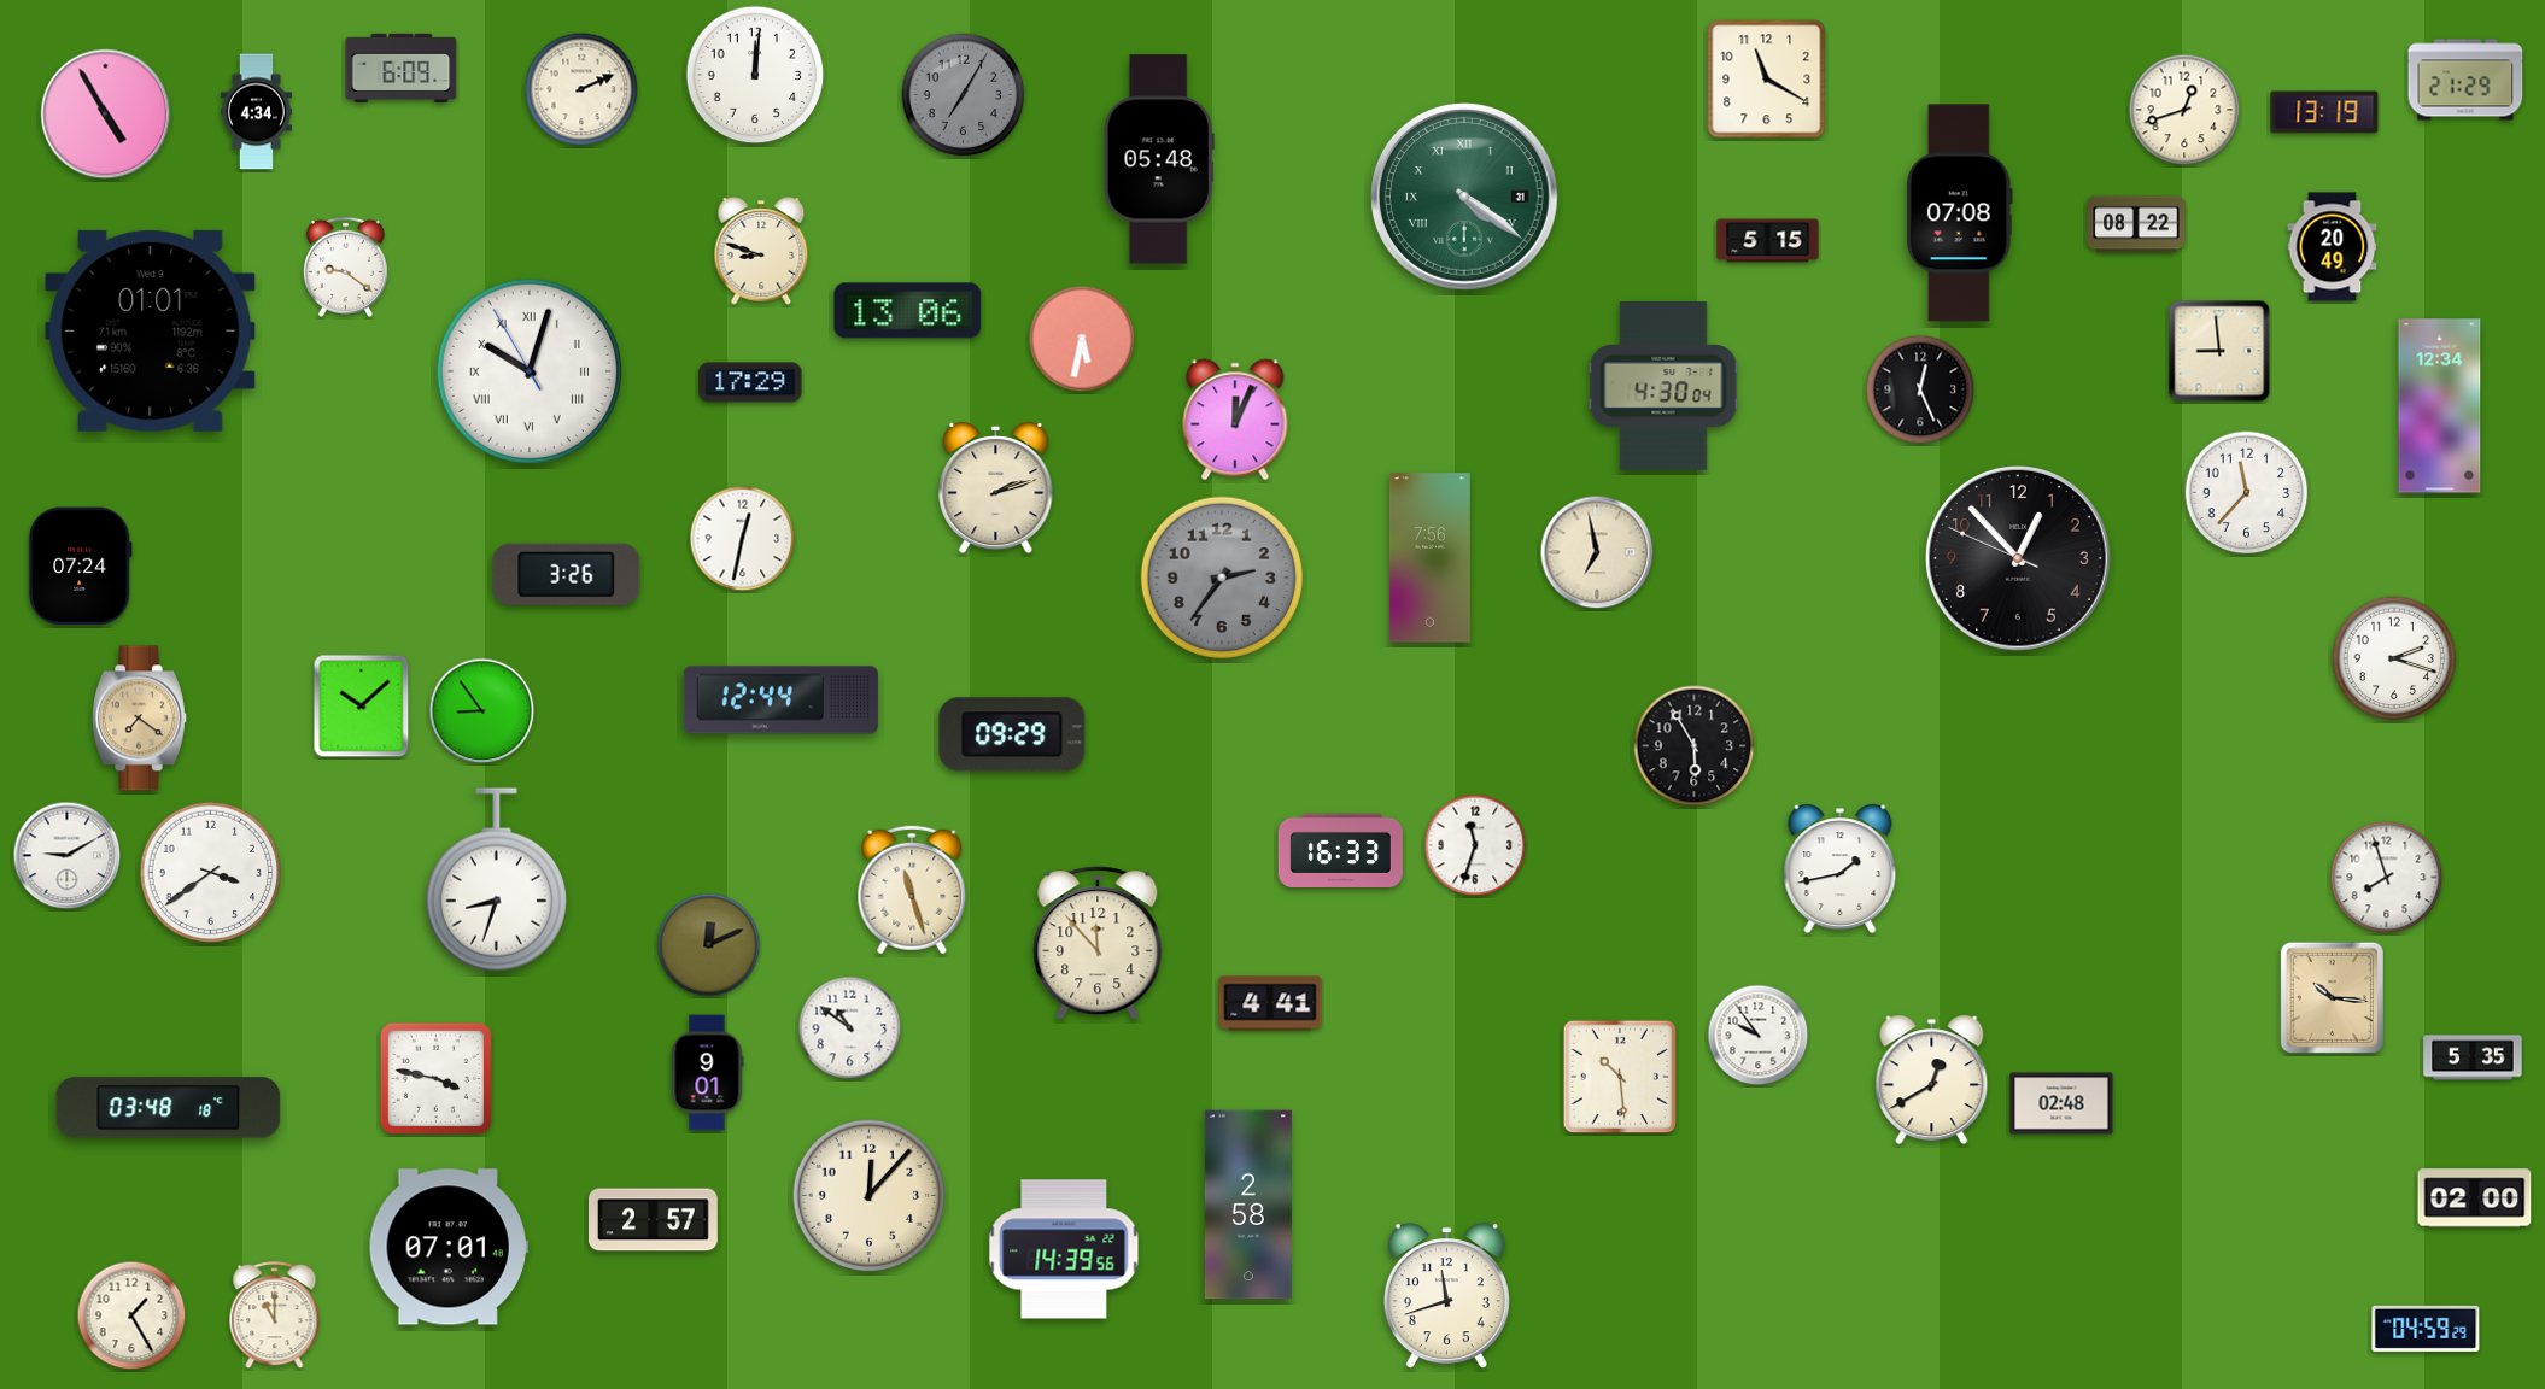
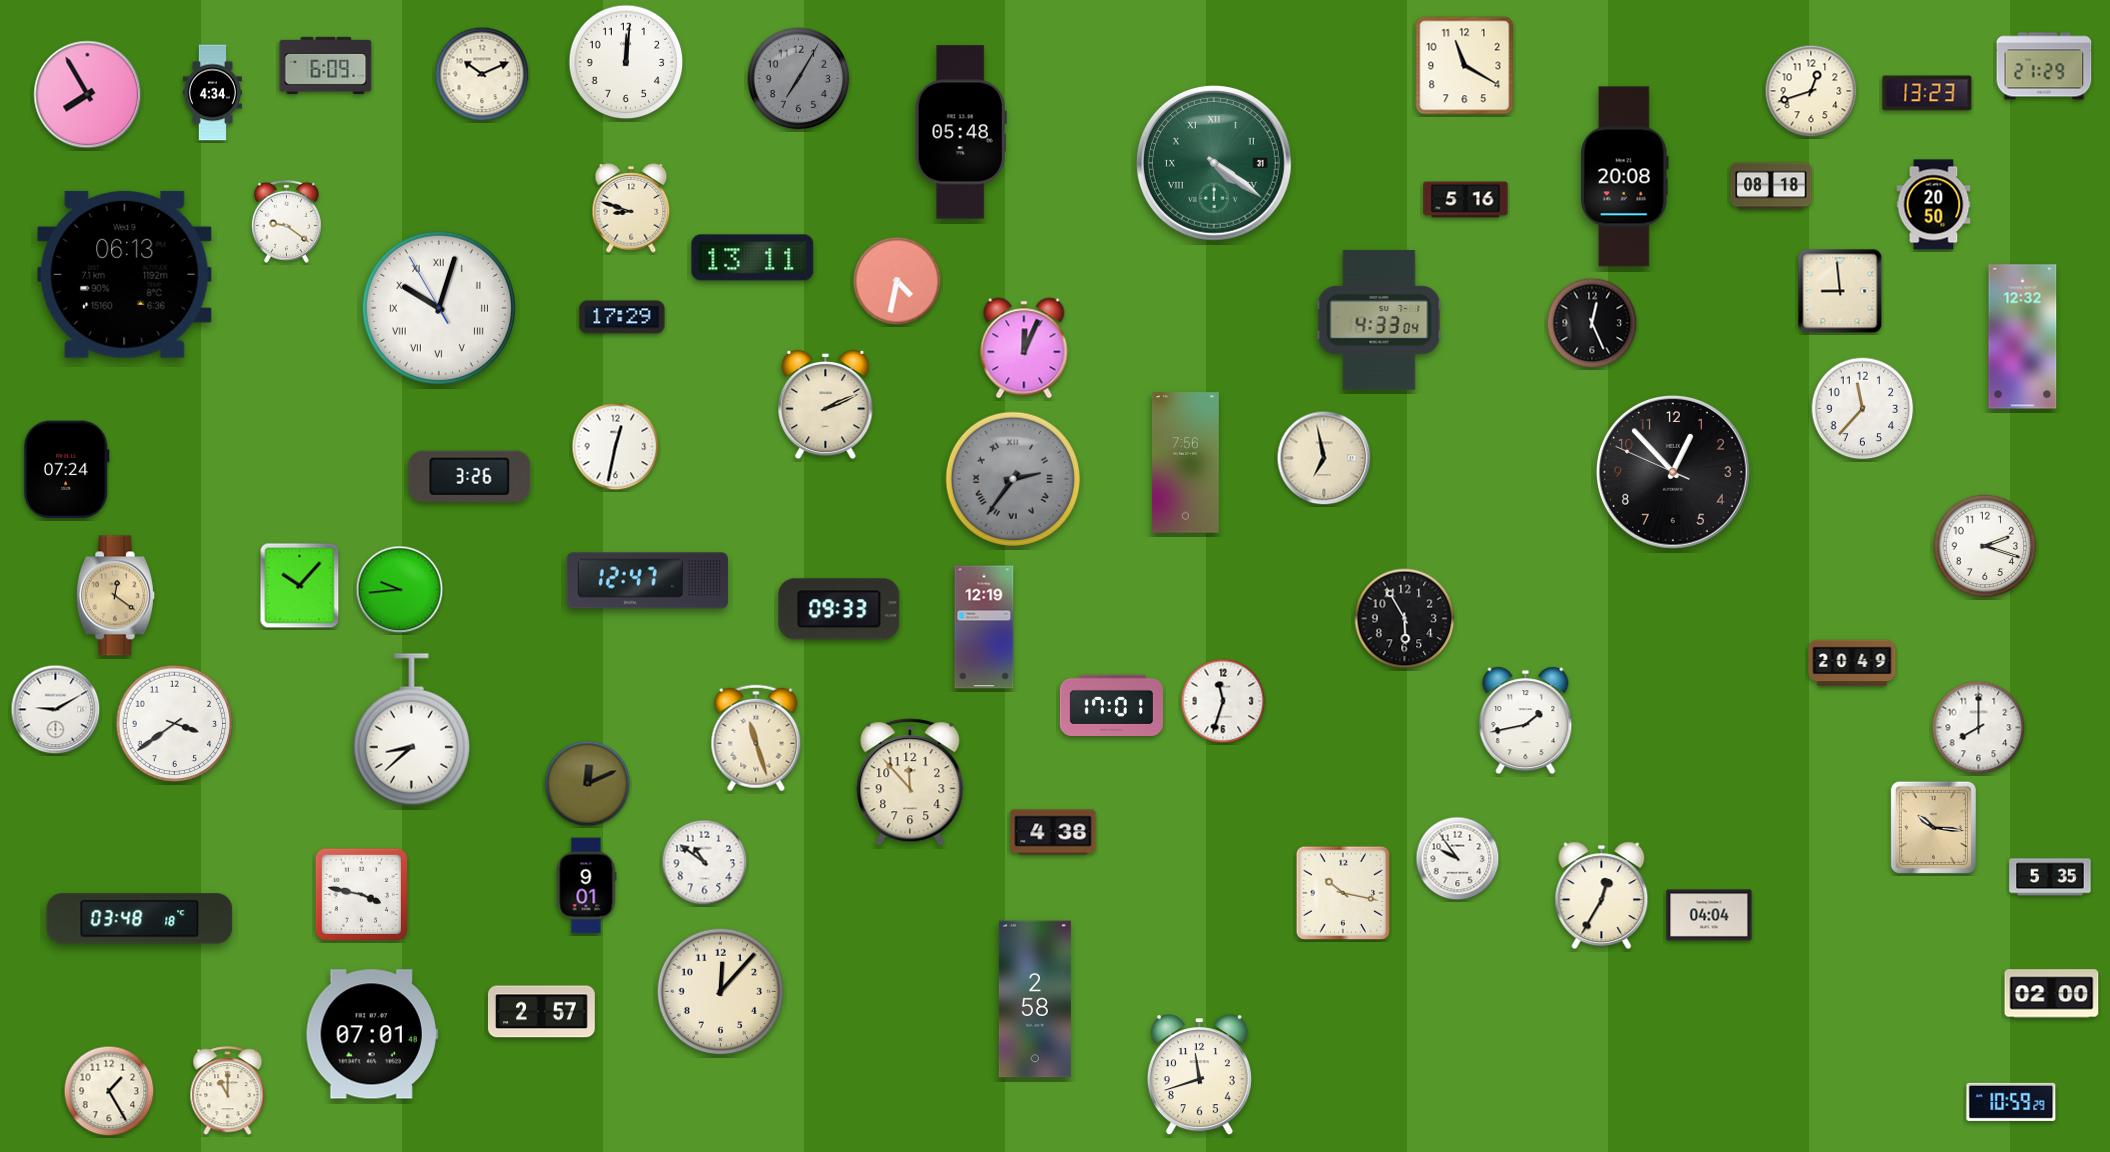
clock at (402, 68) position: (402, 68) -> (326, 65)
clock at (581, 89): 2:11 -> 10:11
clock at (2324, 112): 13:19 -> 13:23
clock at (106, 115): 4:55 -> 7:55
clock at (1959, 213): 07:08 -> 20:08
clock at (2136, 224): 08:22 -> 08:18
clock at (1768, 241): 5:15 -> 5:16
clock at (2333, 247): 20:49 -> 20:50
clock at (908, 311): 13:06 -> 13:11
clock at (151, 330): 01:01 -> 06:13
clock at (1082, 339): 5:32 -> 4:32
clock at (1663, 386): 4:30 -> 4:33
clock at (2440, 406): 12:34 -> 12:32
clock at (996, 488): 2:12 -> 2:11
clock at (2019, 559) position: (2019, 559) -> (1674, 473)
clock at (1222, 578) numerals: Arabic -> Roman
clock at (780, 701): 12:44 -> 12:47
clock at (362, 707): 10:08 -> 10:07
clock at (482, 711): 8:54 -> 9:44
clock at (139, 719): 7:21 -> 12:21
clock at (1012, 734): 09:29 -> 09:33
clock at (984, 627): none -> 12:19
clock at (1852, 663): none -> 20:49
clock at (1340, 850): 16:33 -> 17:01
clock at (2387, 878): 7:57 -> 8:00
clock at (496, 880): 8:33 -> 8:38
clock at (1270, 1003): 4:41 -> 4:38
clock at (850, 1028) position: (850, 1028) -> (705, 863)
clock at (707, 1073) position: (707, 1073) -> (586, 886)
clock at (1619, 1076): 10:29 -> 10:17
clock at (1932, 1080): 12:40 -> 12:35
clock at (2061, 1103): 02:48 -> 04:04
clock at (1064, 1249): 14:39 -> none
clock at (2426, 1329): 04:59 -> 10:59
